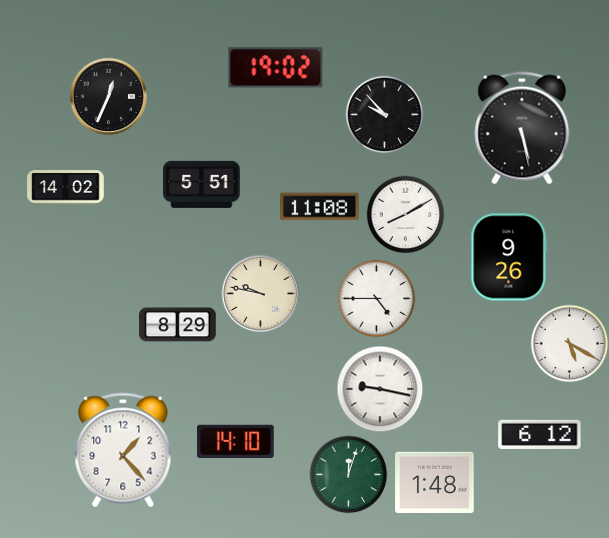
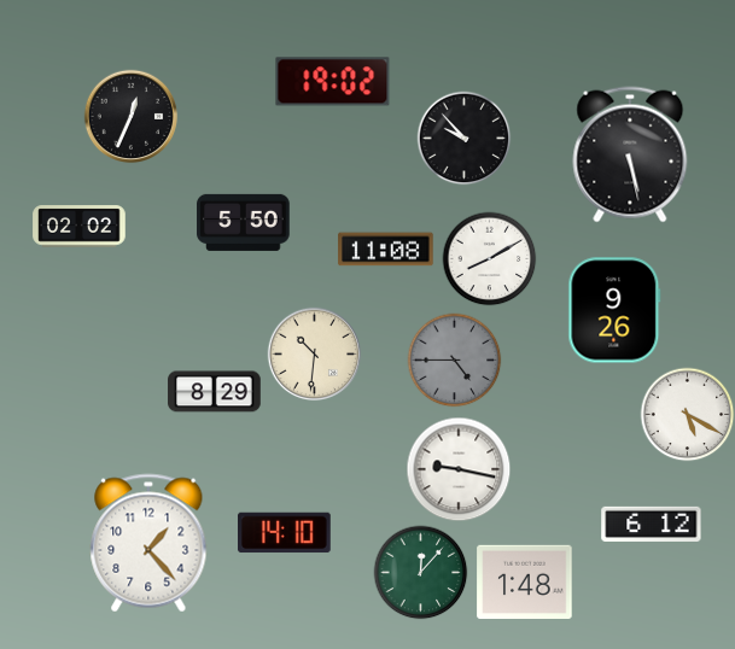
clock at (202, 184): 5:51 -> 5:50
clock at (66, 188): 14:02 -> 02:02
clock at (260, 293): 9:47 -> 10:31
clock at (376, 298) dial: white -> grey
clock at (348, 474): 12:03 -> 12:07
